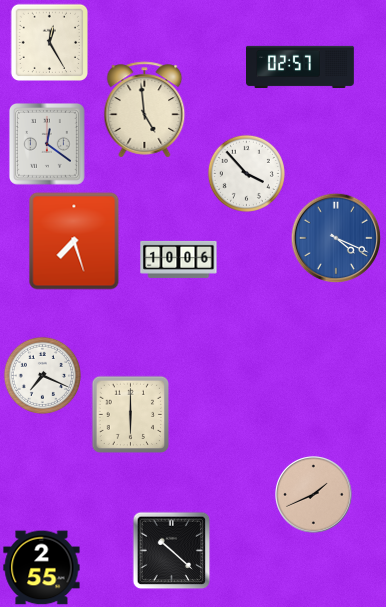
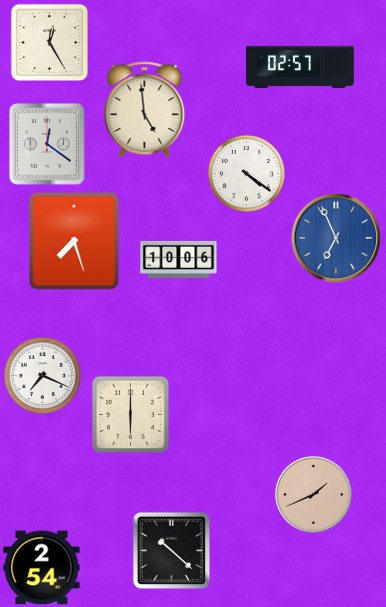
clock at (246, 173): 3:53 -> 4:21
clock at (336, 238): 4:19 -> 6:56
clock at (42, 568): 2:55 -> 2:54
